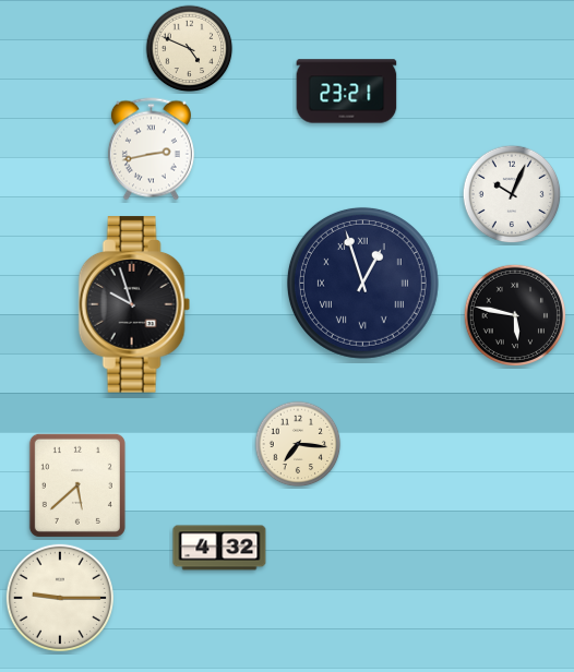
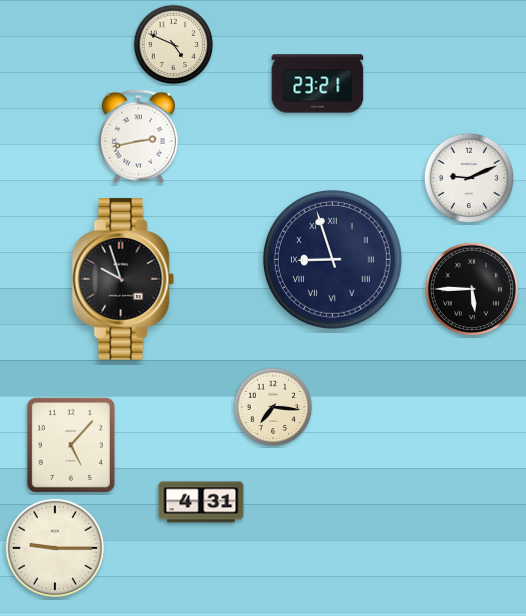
clock at (512, 194): 10:04 -> 9:11
clock at (362, 283): 12:57 -> 8:57
clock at (514, 314): 5:47 -> 5:45
clock at (77, 485): 5:38 -> 5:07
clock at (219, 548): 4:32 -> 4:31
